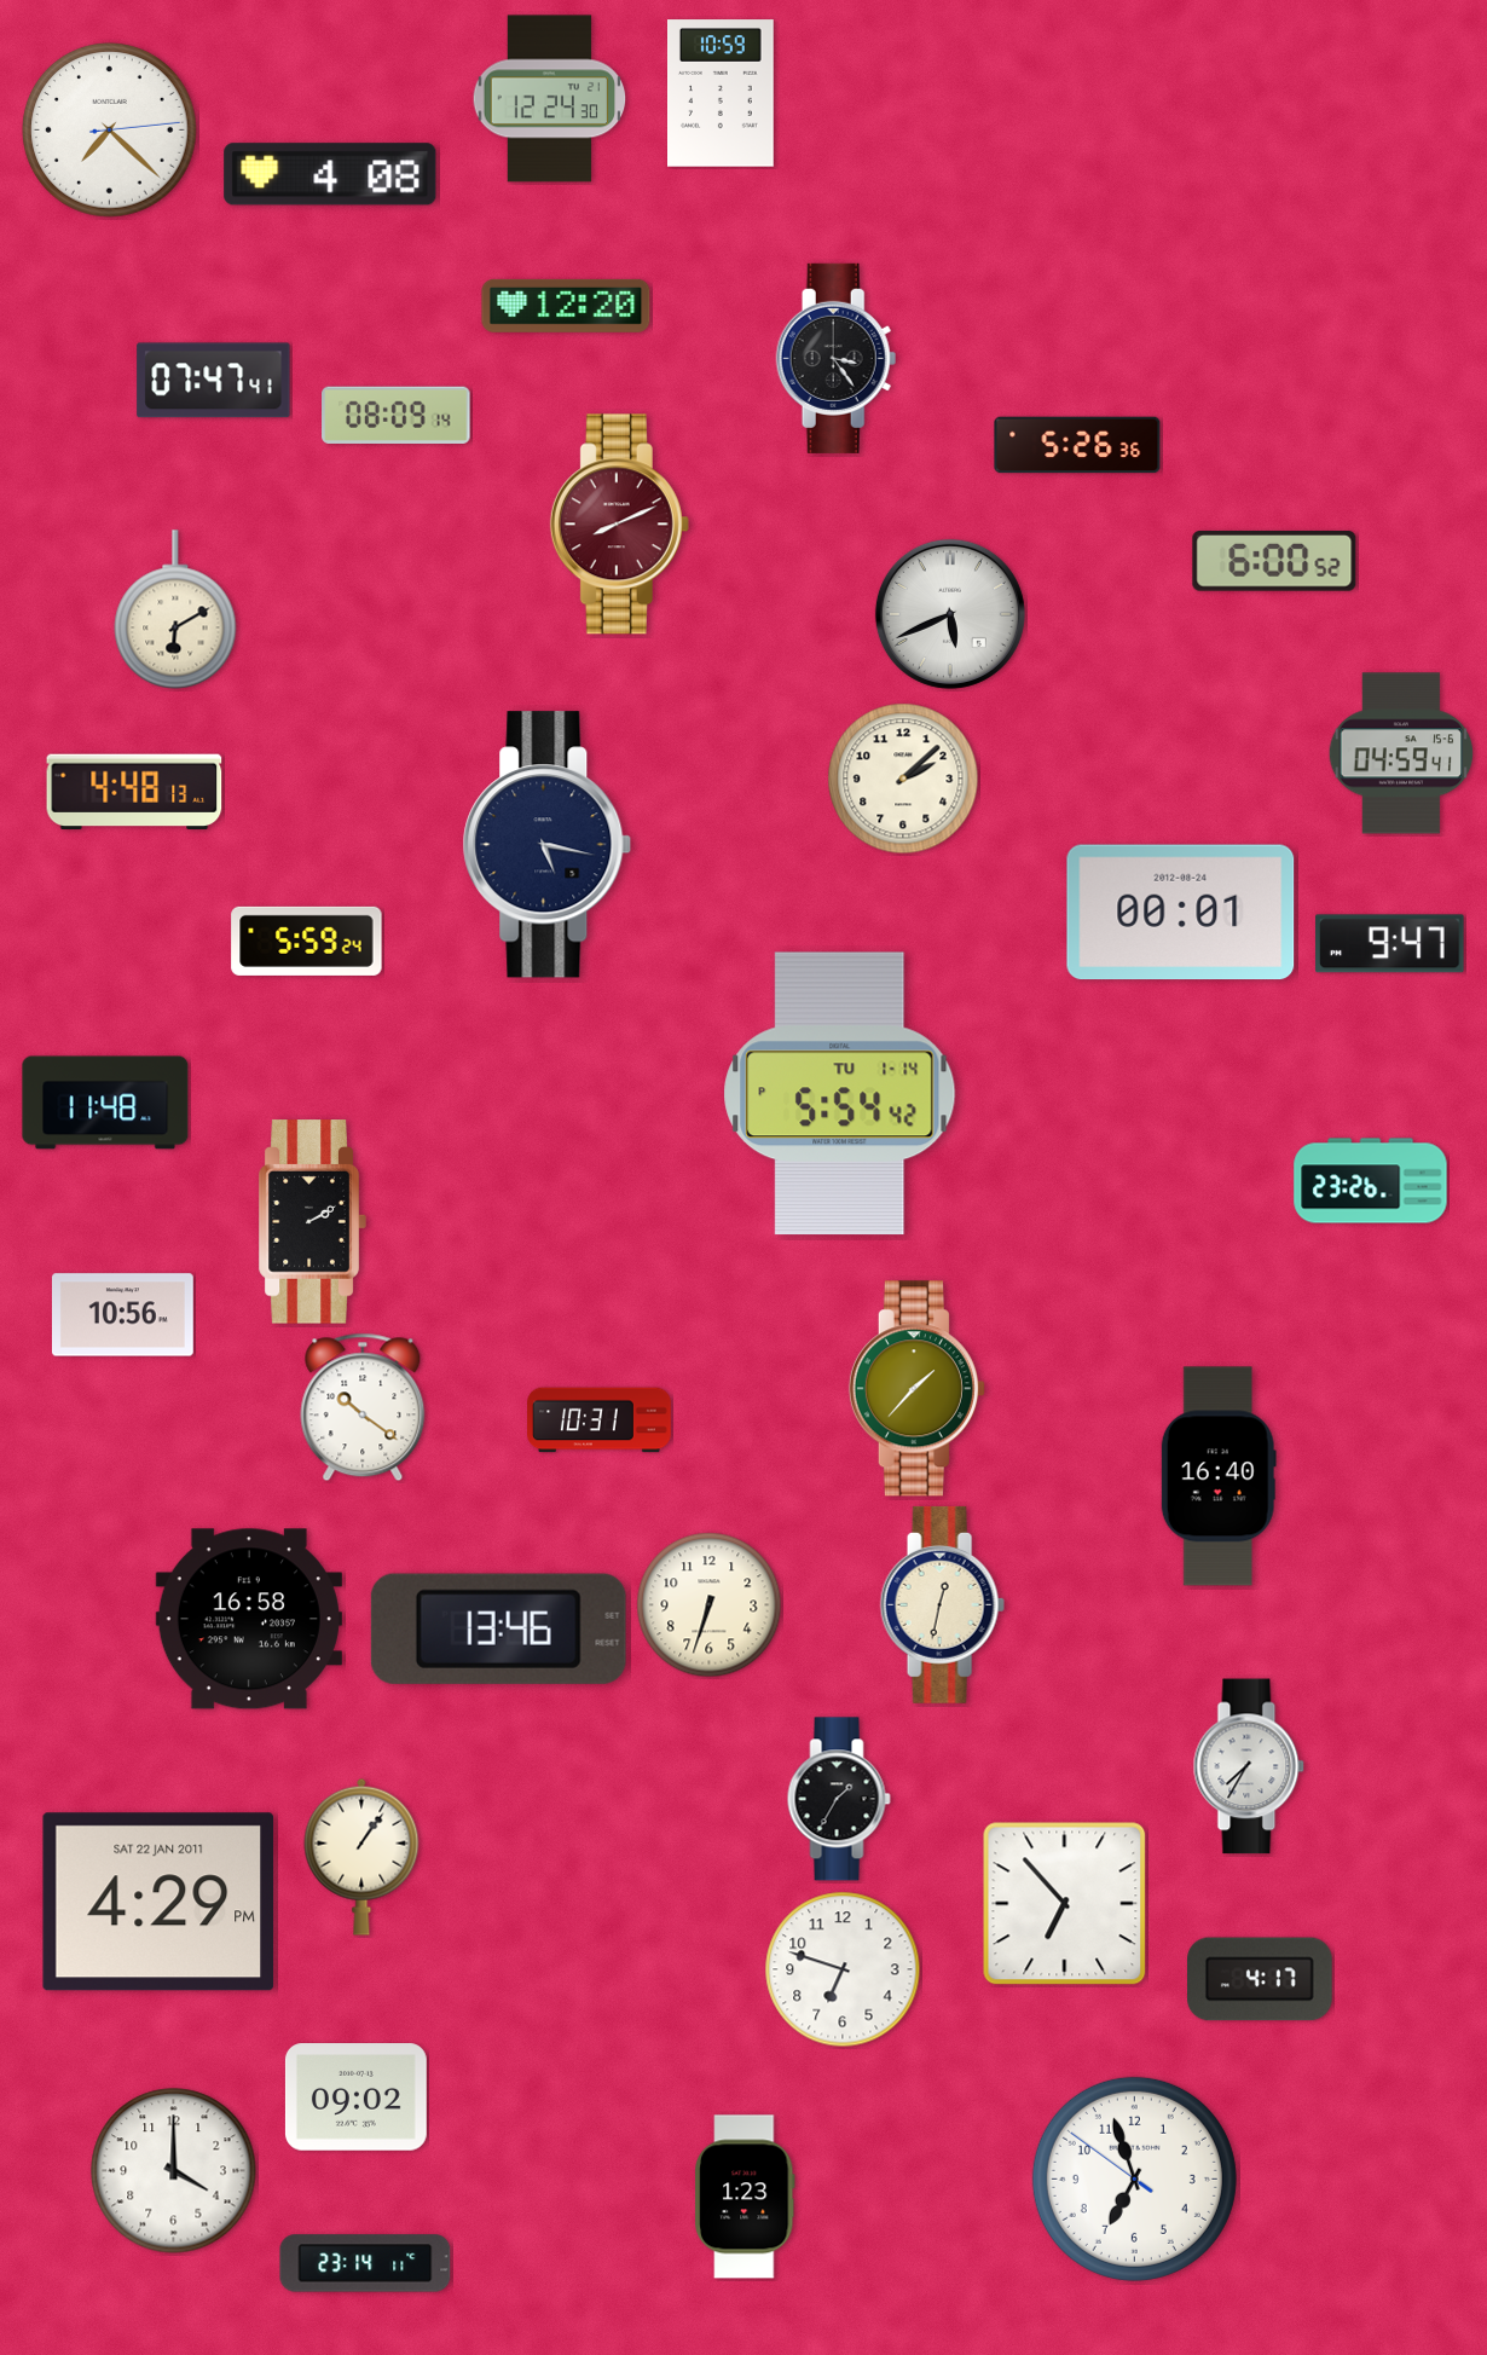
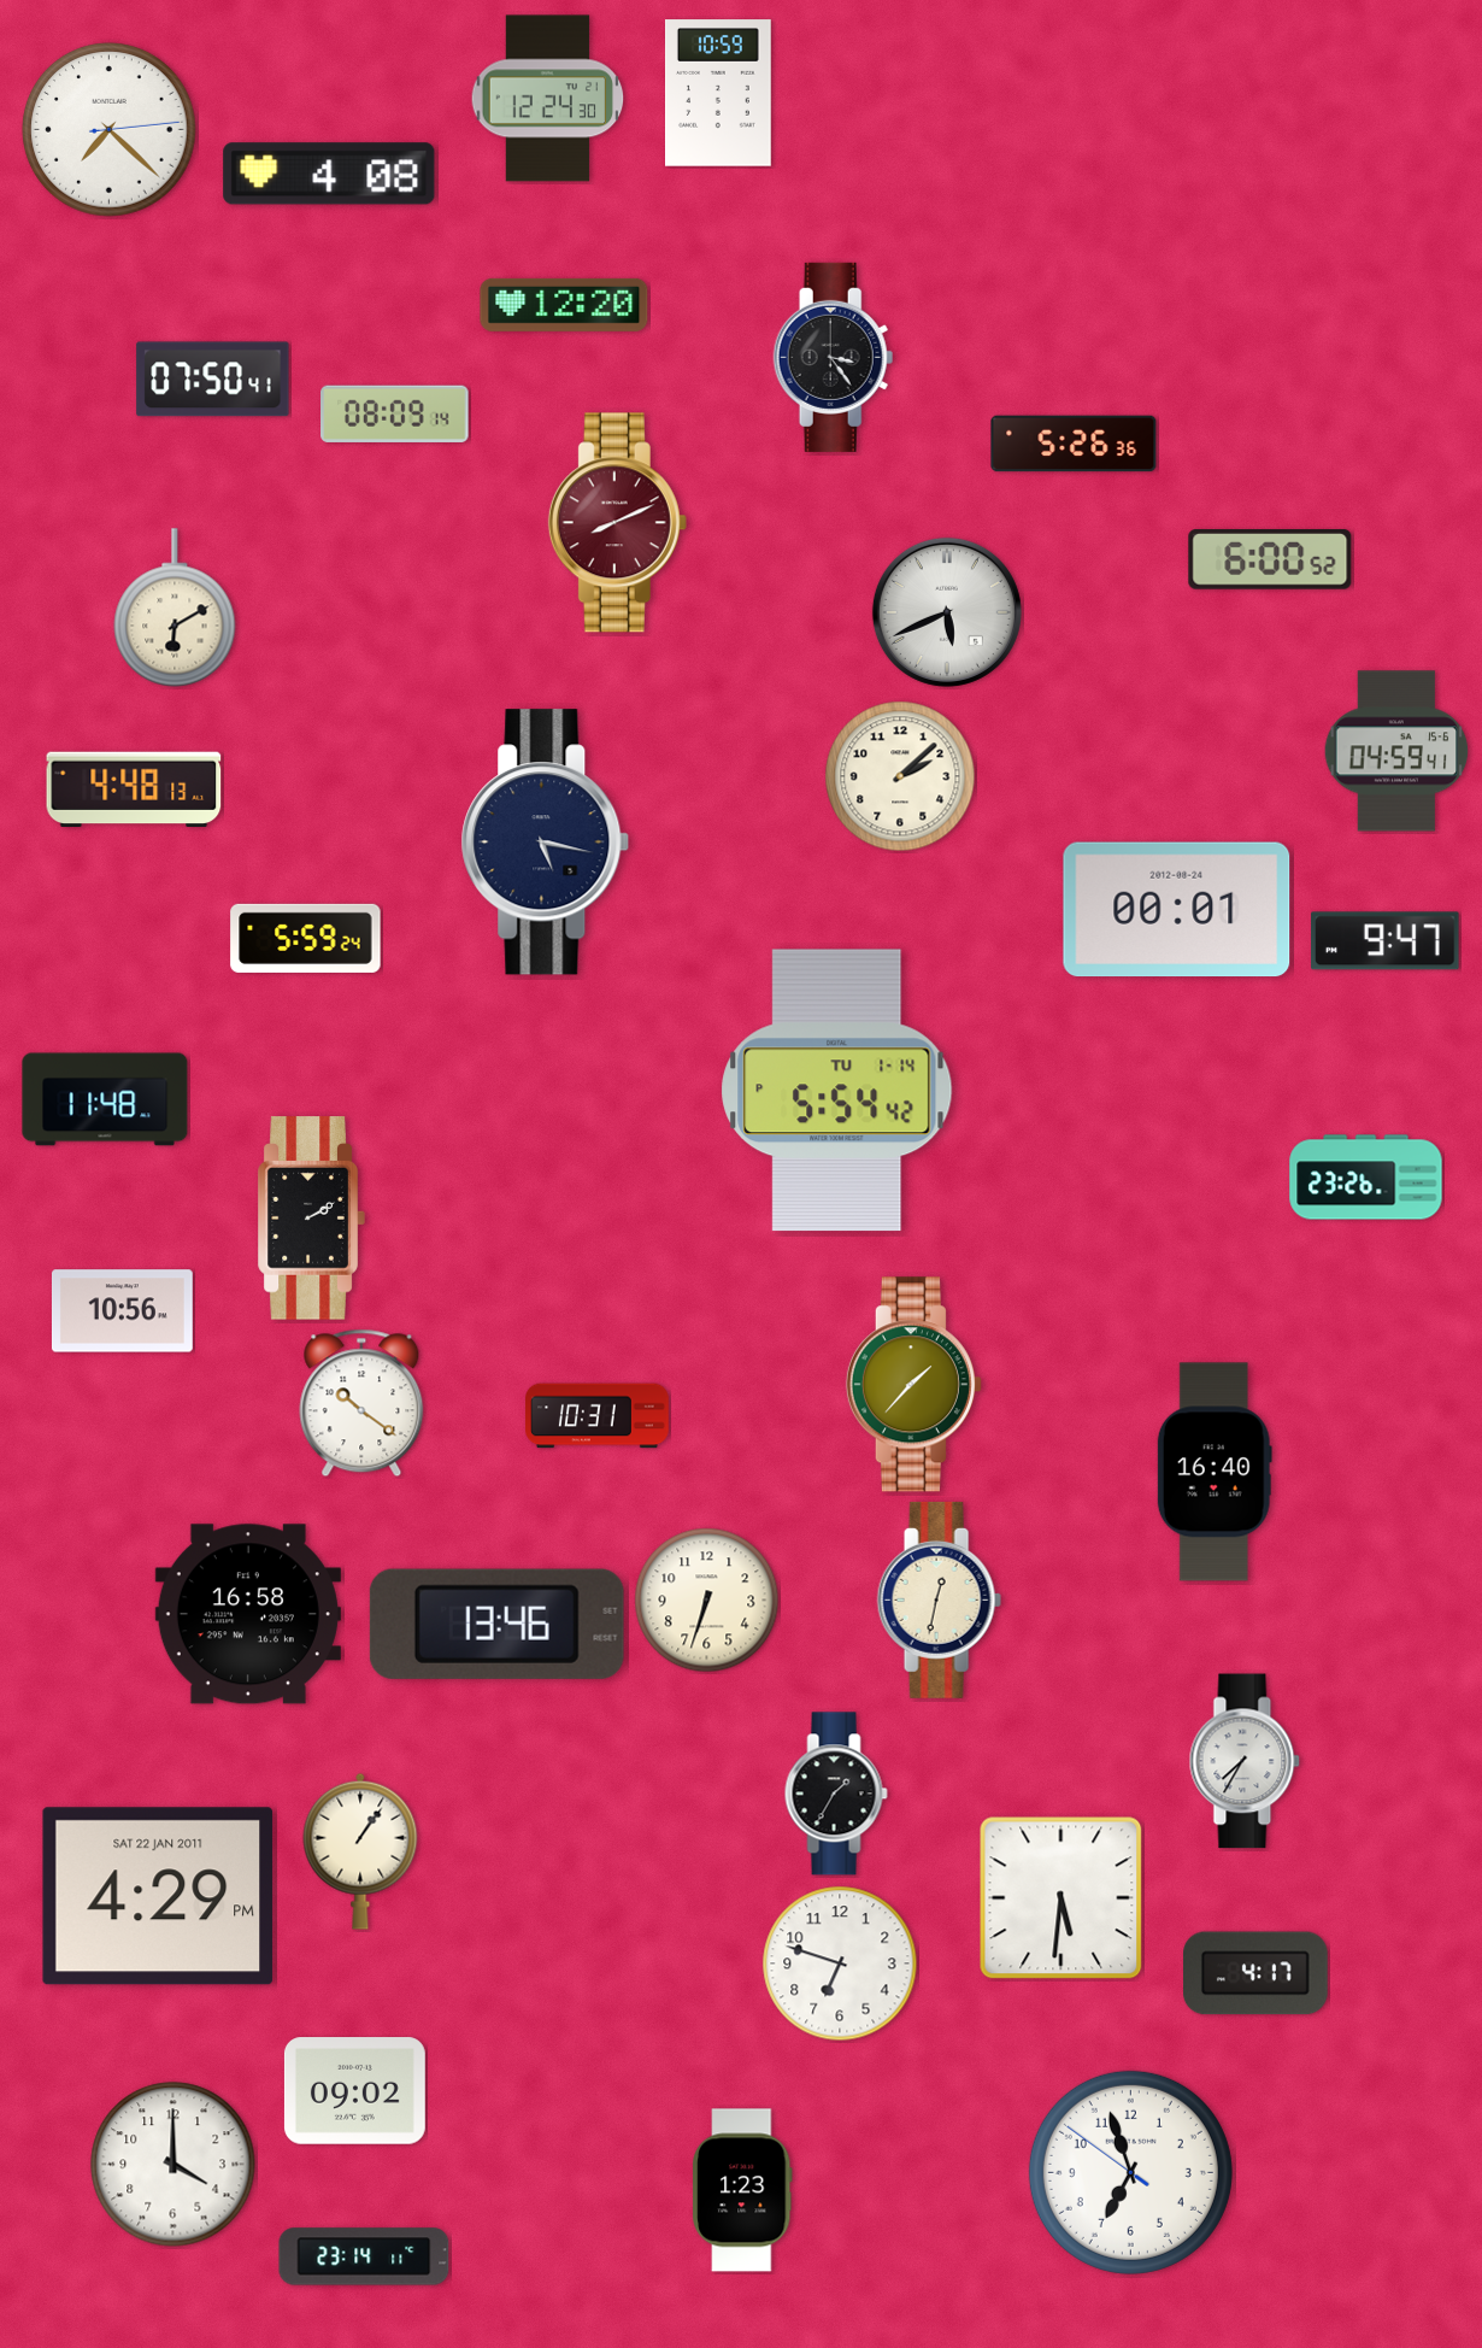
clock at (214, 381): 07:47 -> 07:50
clock at (1065, 1904): 6:53 -> 5:31
